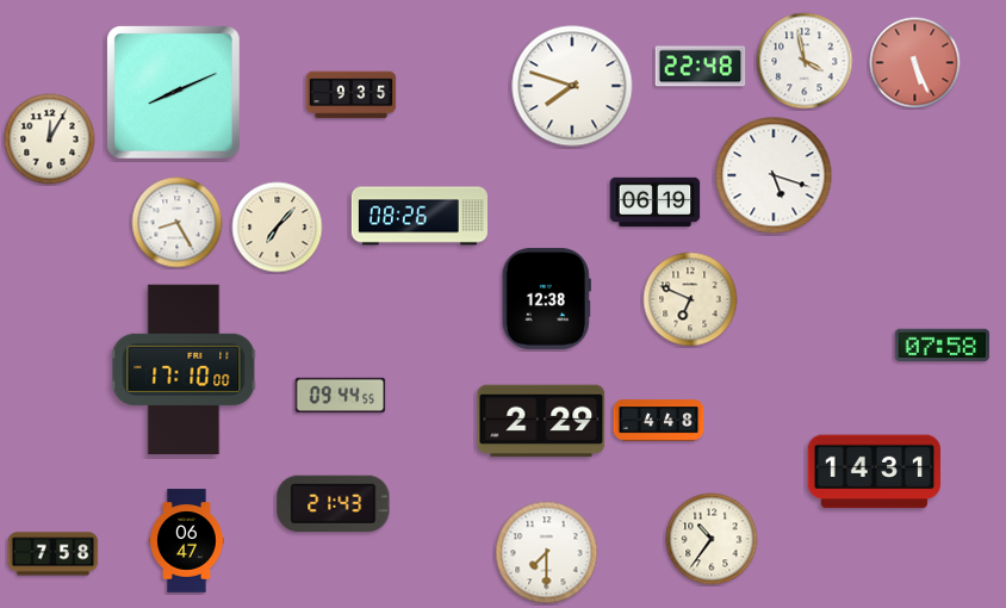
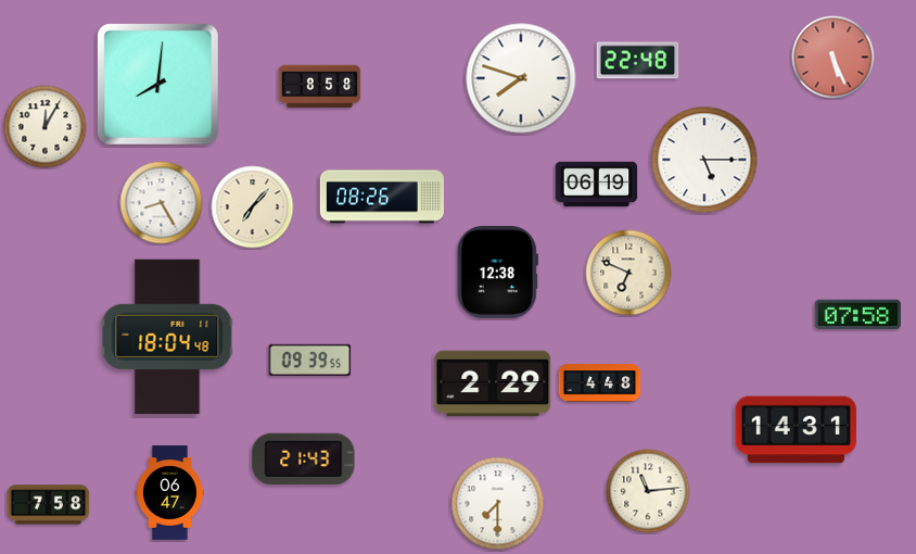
clock at (805, 61): 3:58 -> none
clock at (173, 92): 8:11 -> 8:01
clock at (352, 95): 9:35 -> 8:58
clock at (774, 175): 5:18 -> 5:15
clock at (184, 370): 17:10 -> 18:04
clock at (341, 395): 09:44 -> 09:39
clock at (712, 539): 10:36 -> 11:14
